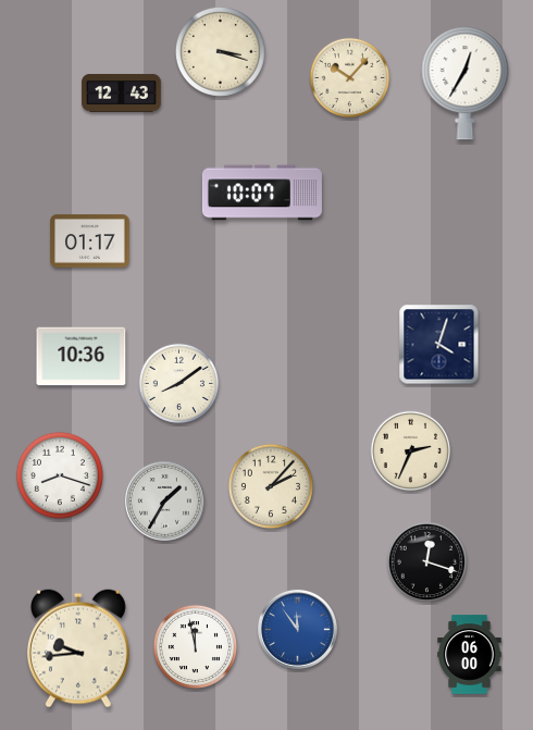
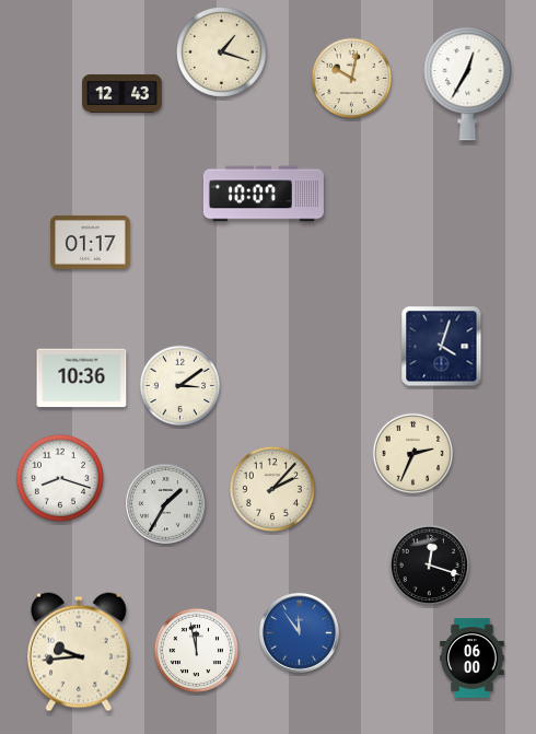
clock at (220, 51): 3:18 -> 1:18
clock at (350, 78): 10:07 -> 10:02
clock at (82, 357) position: (82, 357) -> (82, 378)
clock at (179, 384): 8:09 -> 3:09
